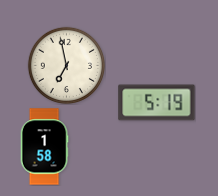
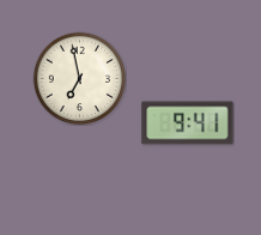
clock at (157, 103): 5:19 -> 9:41
clock at (44, 147): 1:58 -> none
